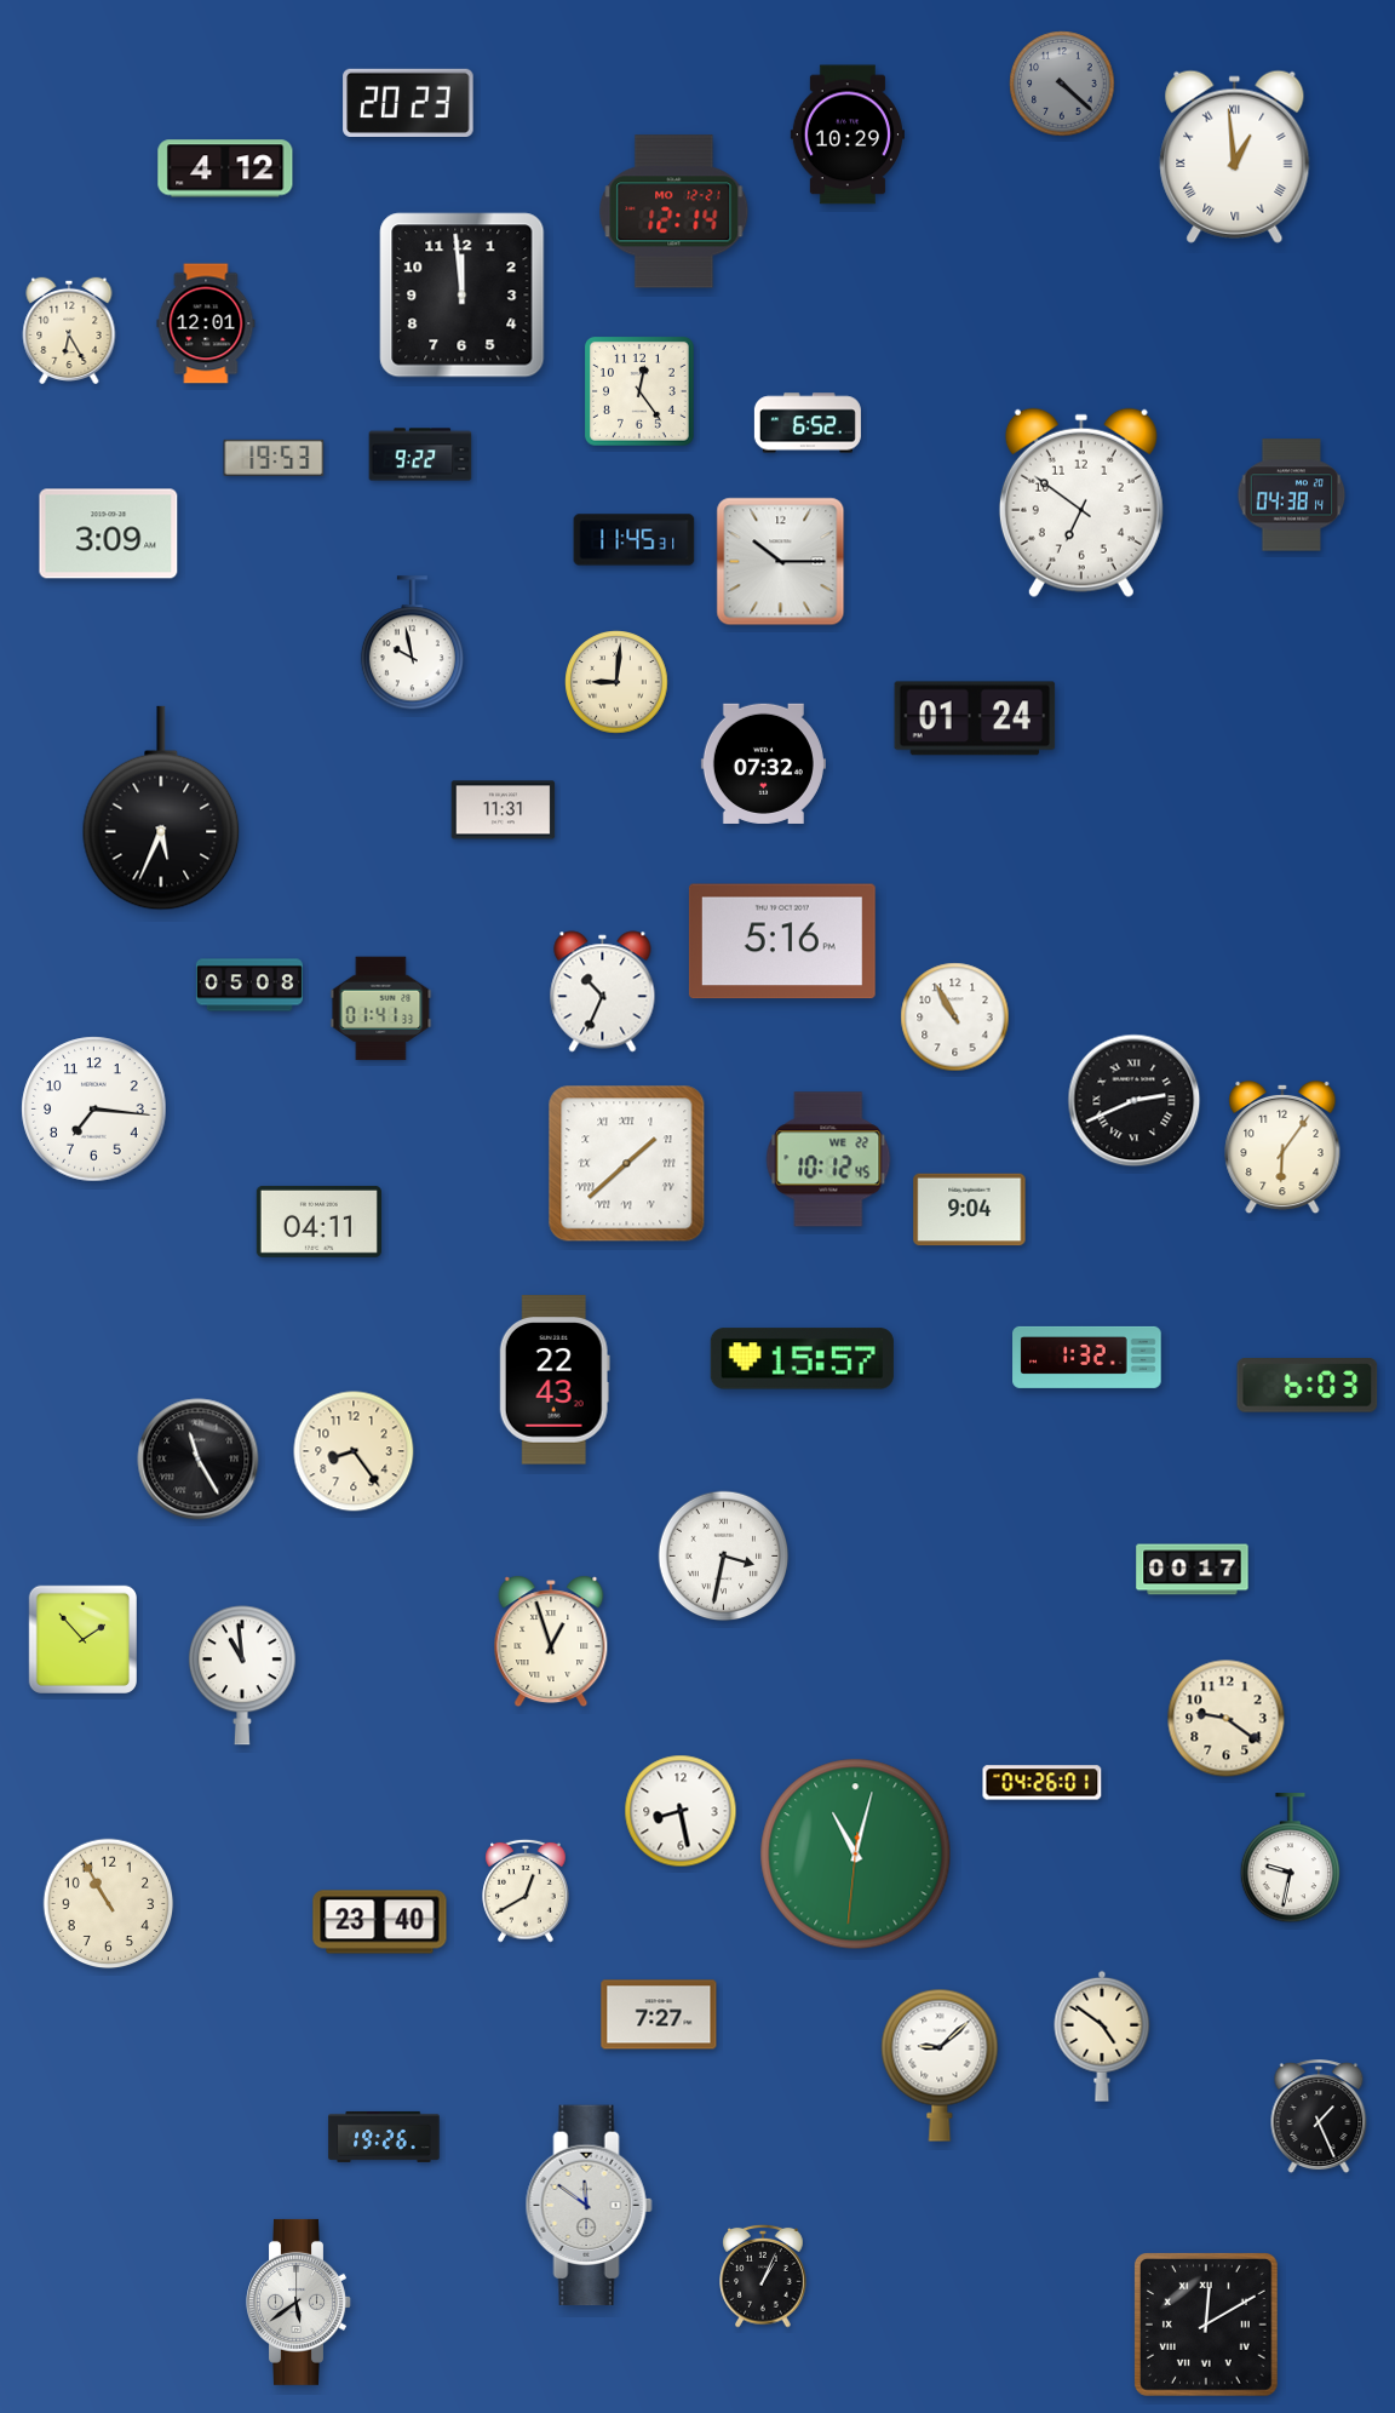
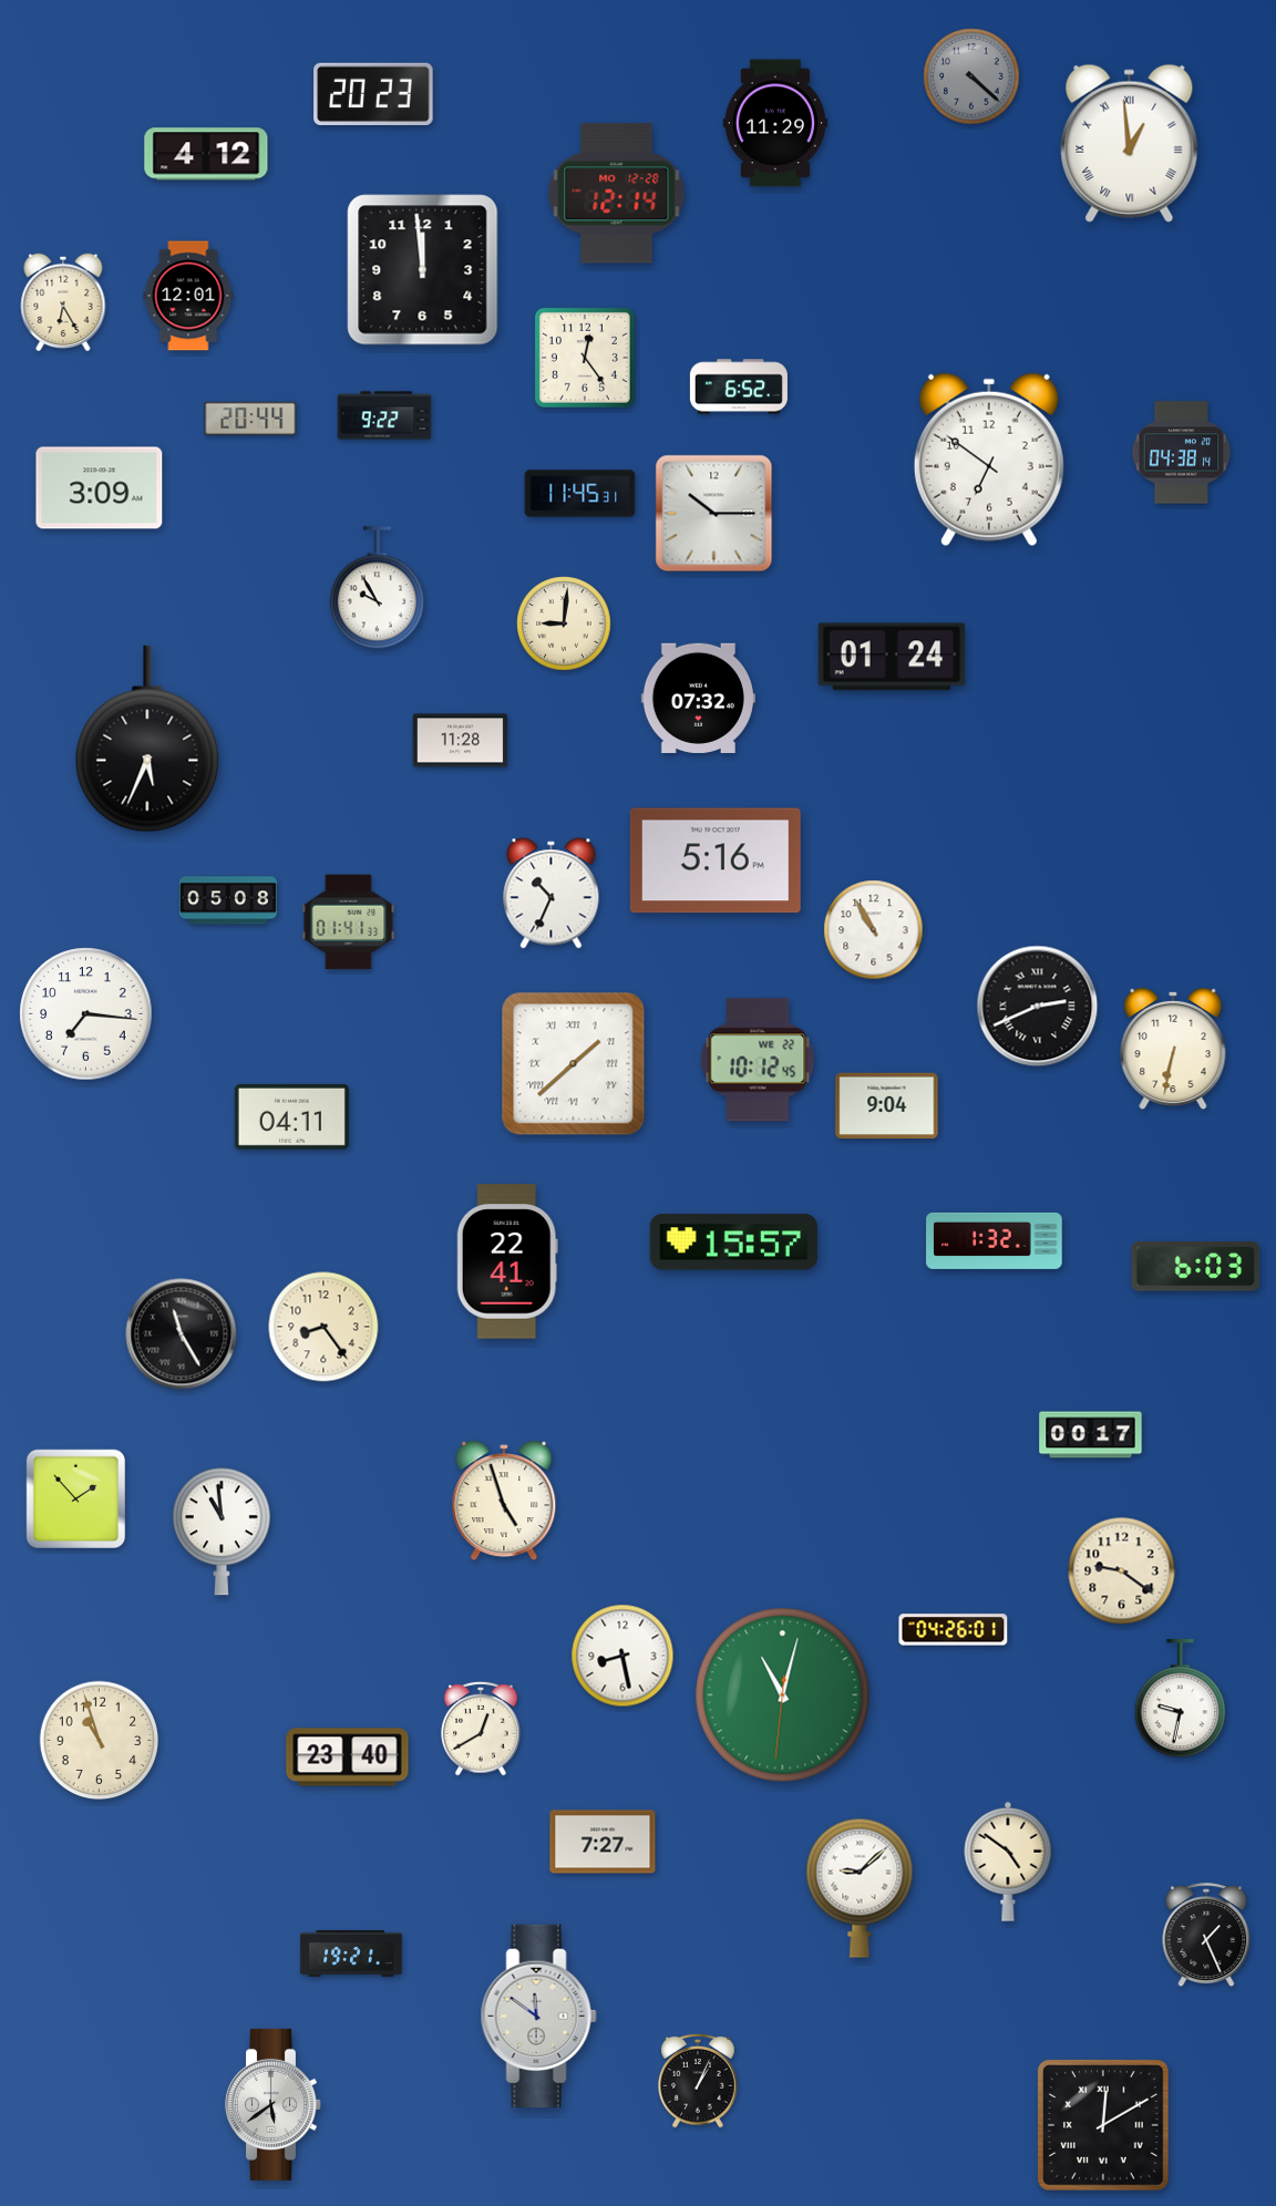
clock at (848, 134): 10:29 -> 11:29
clock at (674, 212) date: MO 12-21 -> MO 12-28
clock at (274, 458): 19:53 -> 20:44
clock at (412, 643): 9:58 -> 9:55
clock at (504, 810): 11:31 -> 11:28
clock at (603, 992) position: (603, 992) -> (552, 894)
clock at (1282, 1147): 6:06 -> 6:32
clock at (555, 1380): 22:43 -> 22:41
clock at (724, 1557): 3:32 -> none
clock at (551, 1641): 12:57 -> 4:57
clock at (109, 1904): 10:55 -> 10:57
clock at (384, 2137): 19:26 -> 19:21
